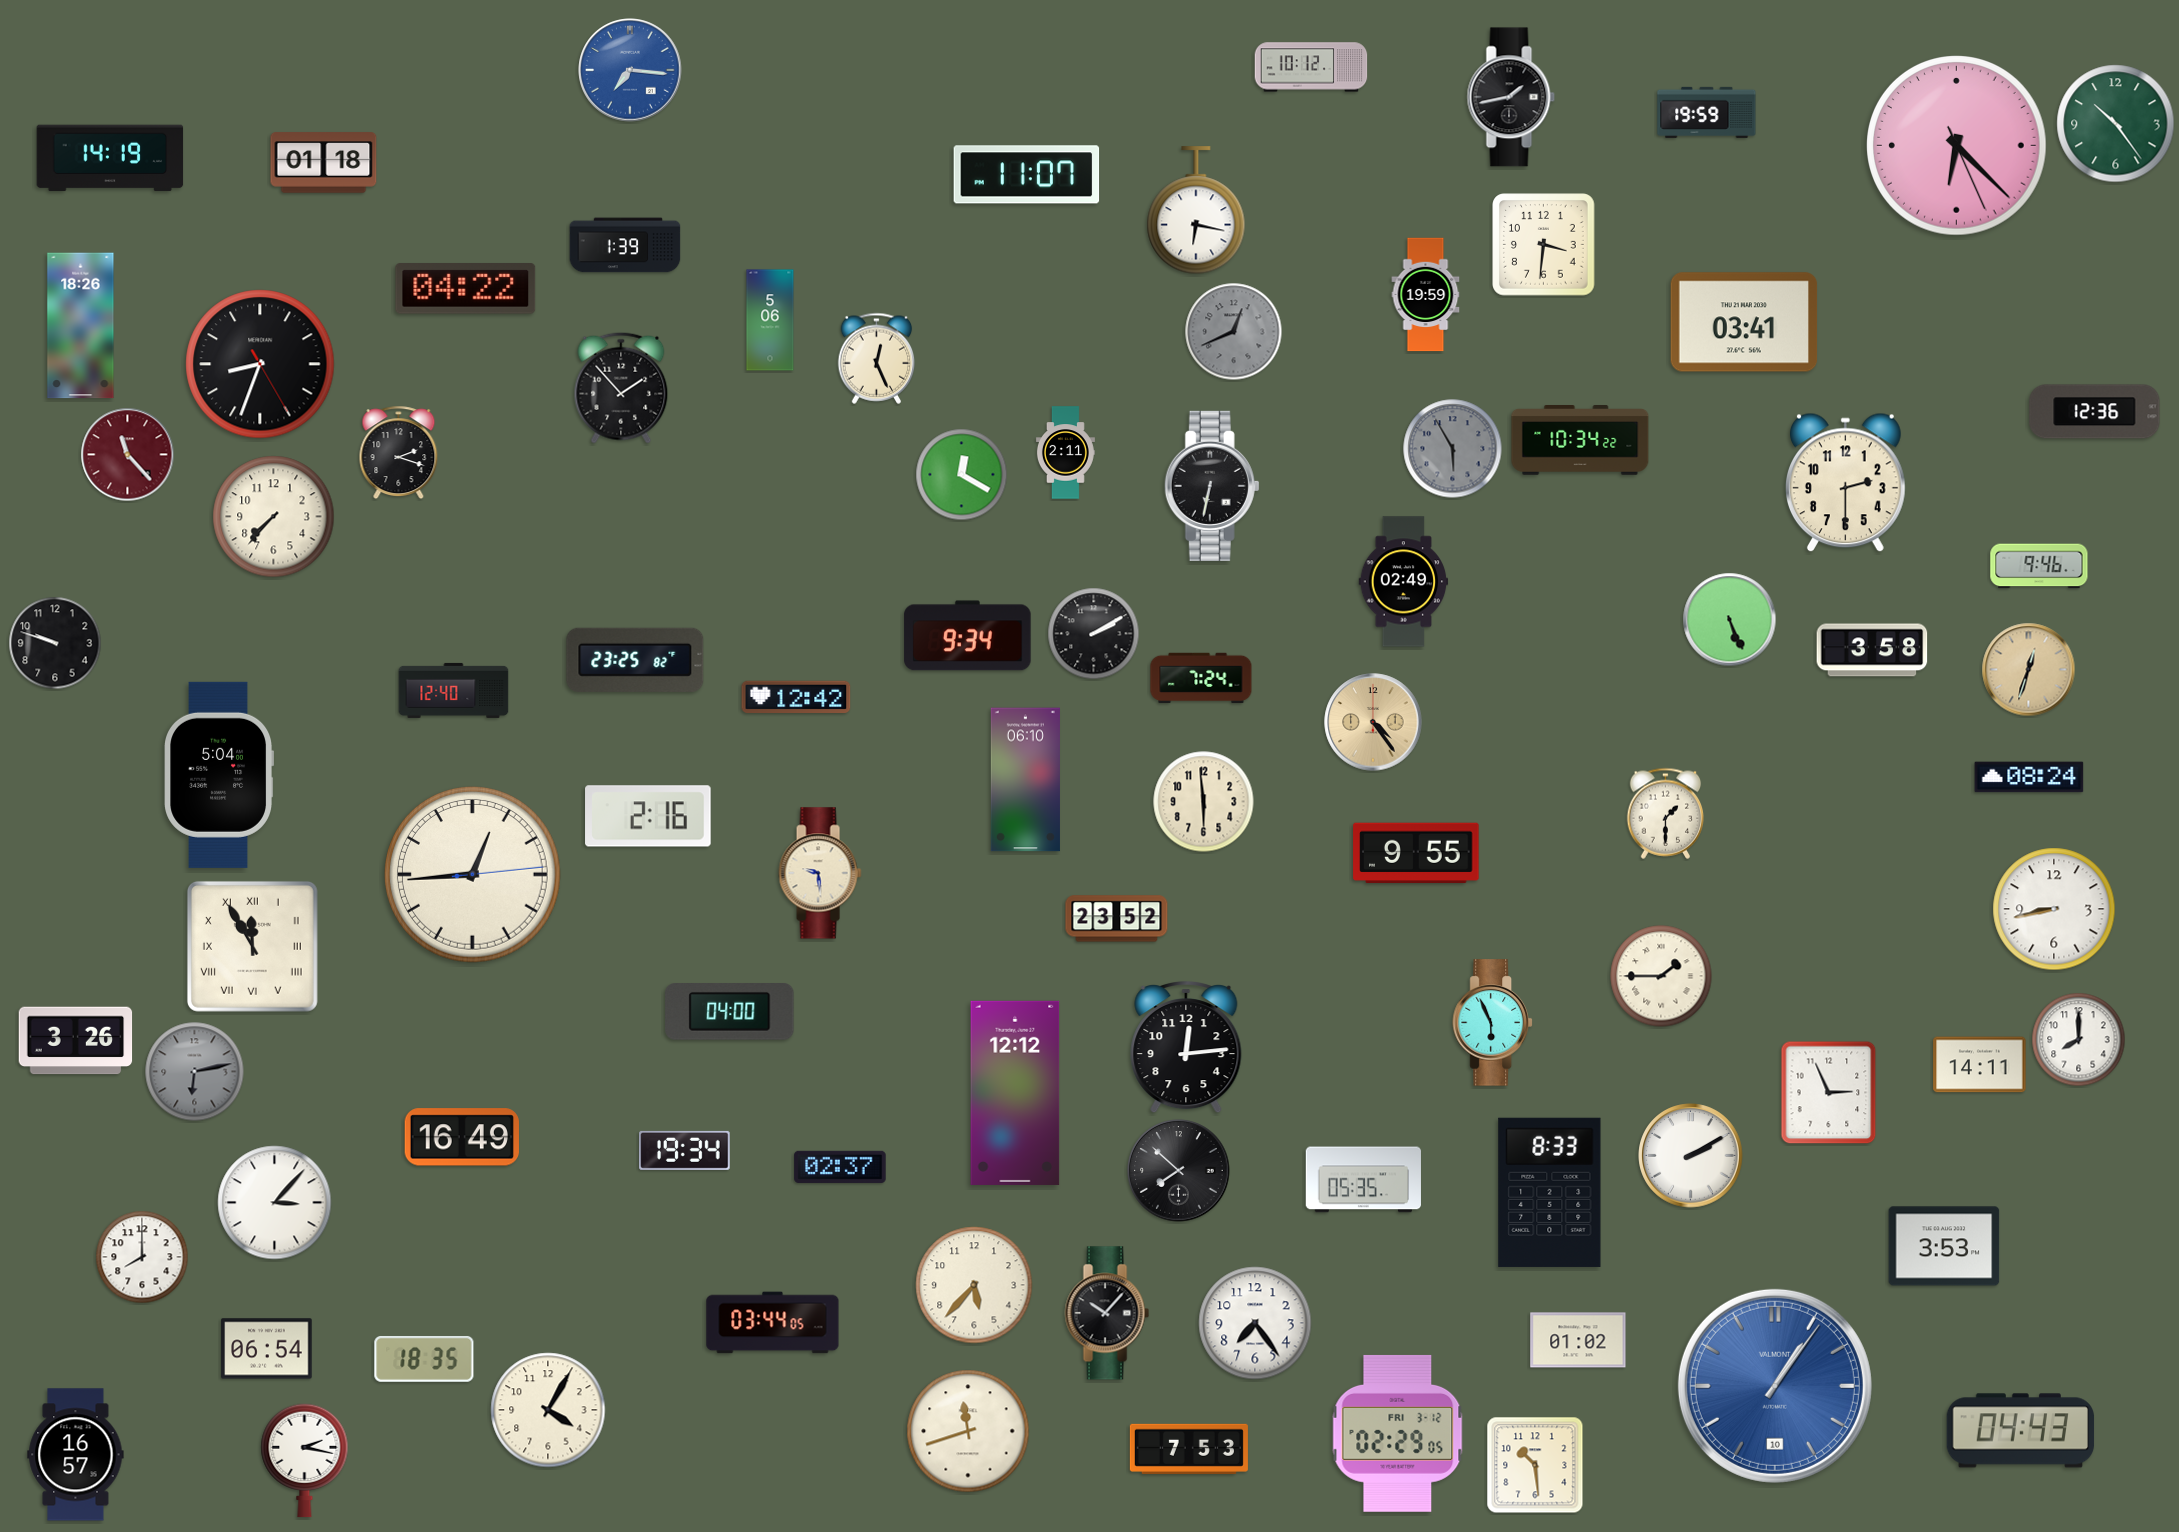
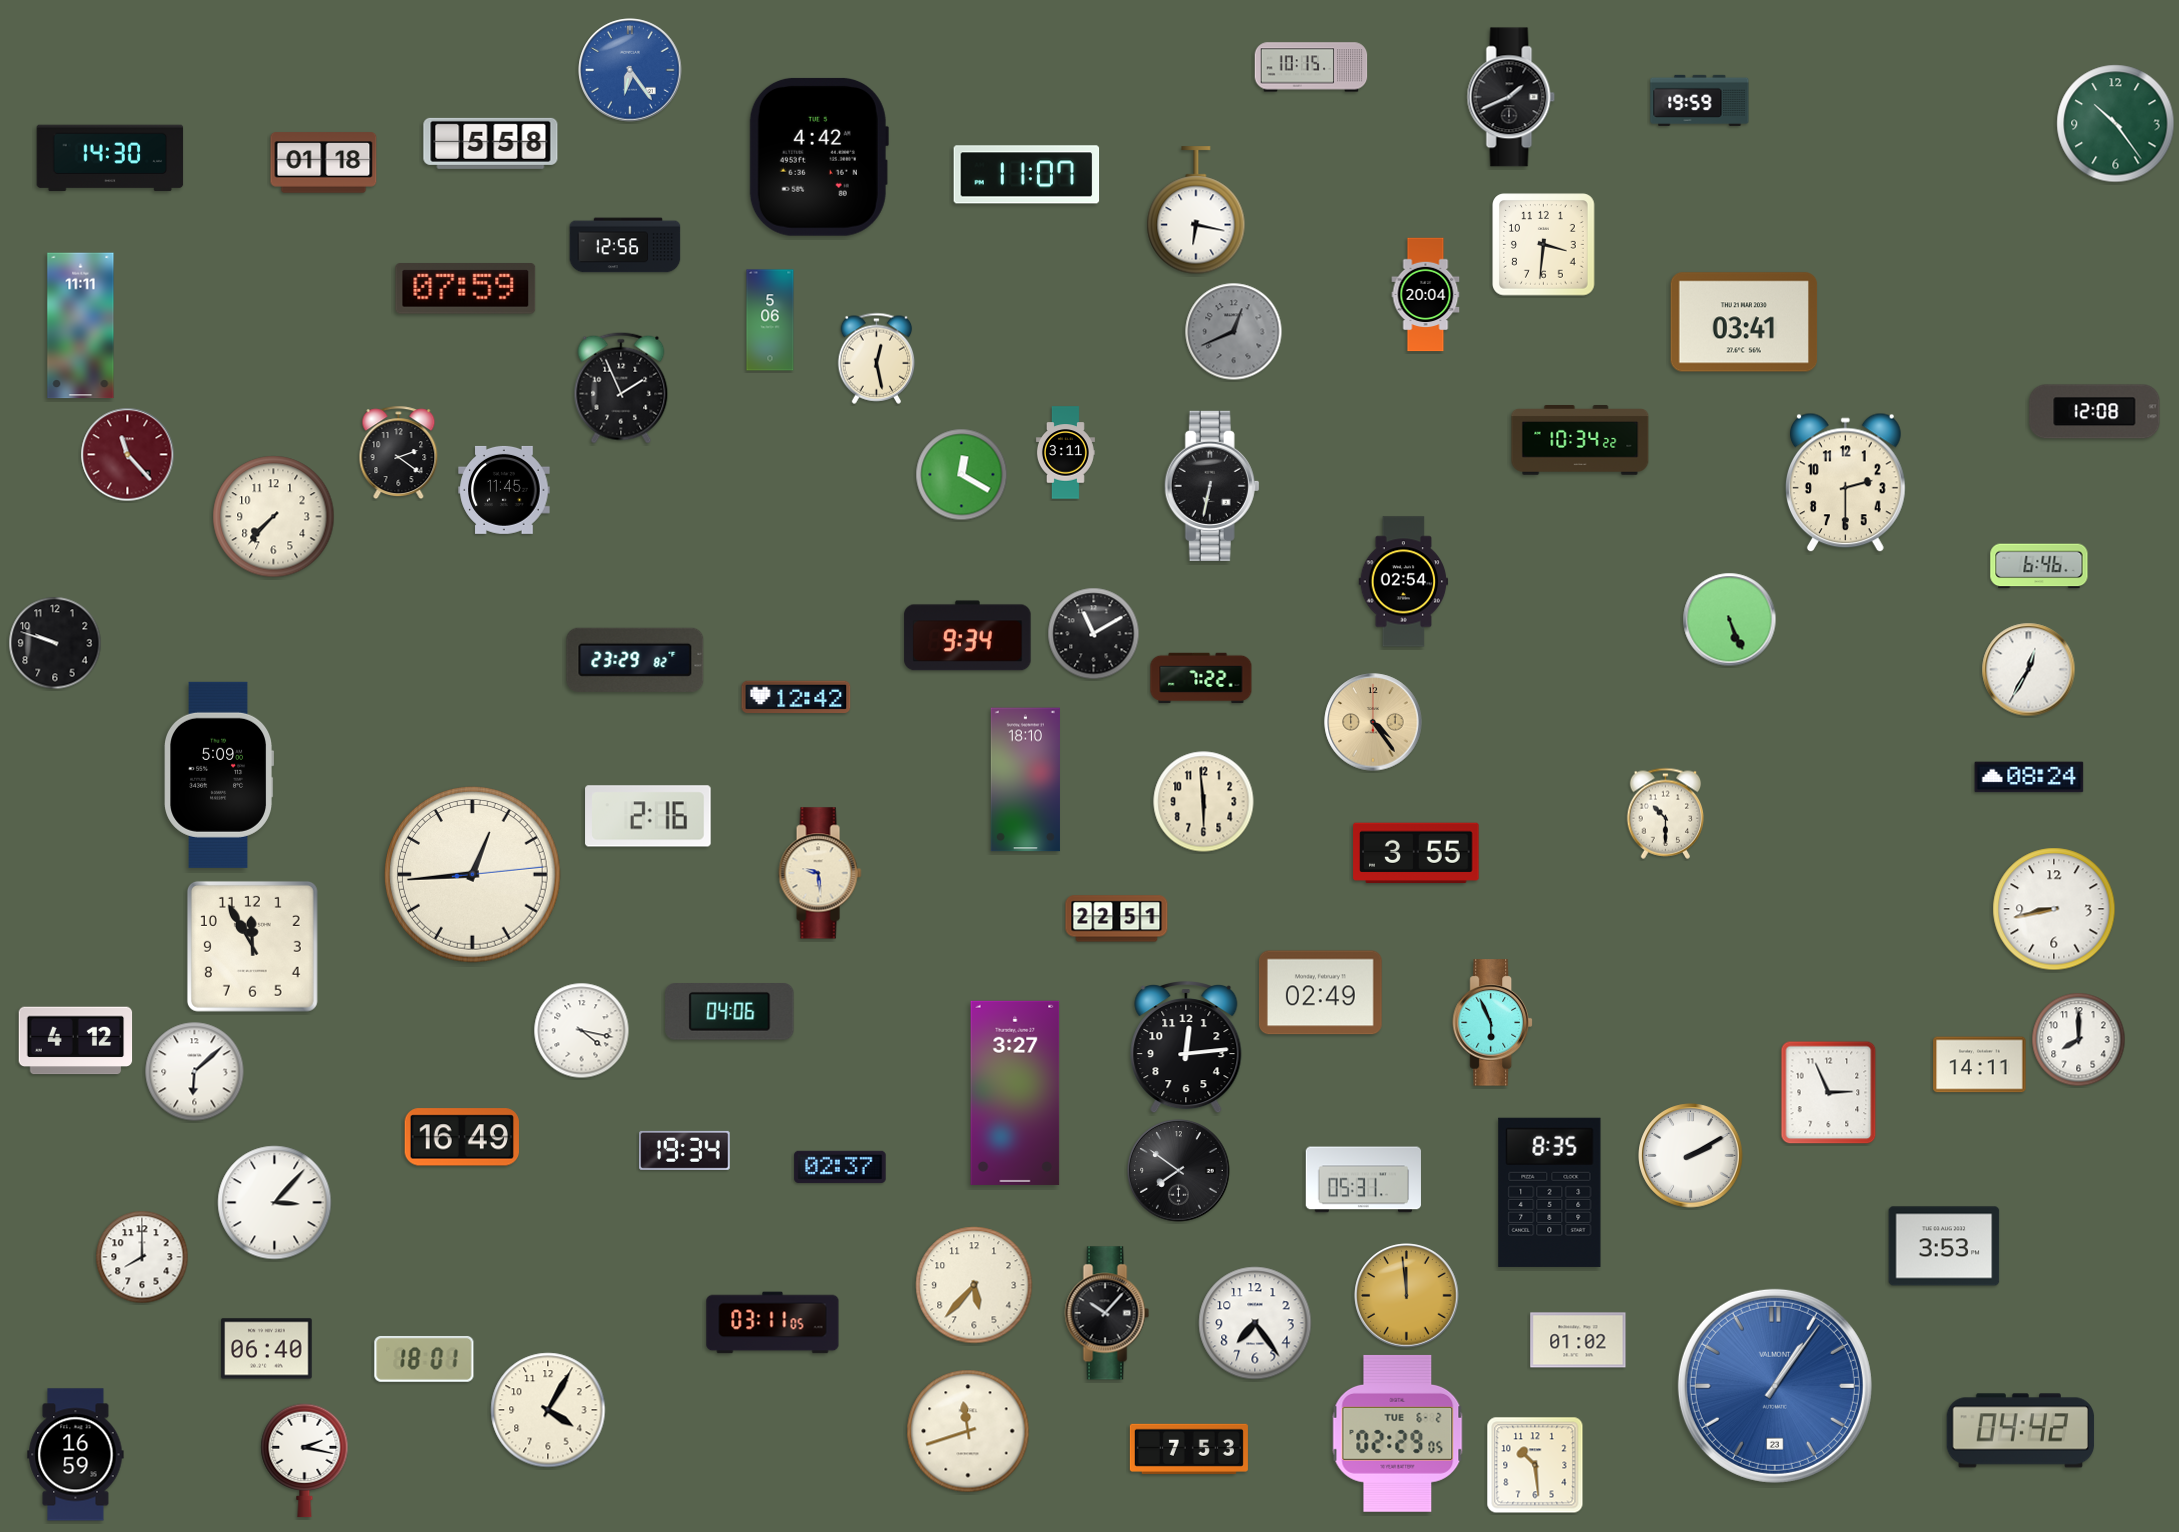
clock at (1311, 67): 10:12 -> 10:15
clock at (630, 70): 7:16 -> 6:24
clock at (1511, 97): 1:43 -> 1:41
clock at (1707, 112) position: (1707, 112) -> (1700, 100)
clock at (491, 143): none -> 5:58
clock at (1957, 146): 6:22 -> none
clock at (819, 157): none -> 4:42
clock at (110, 158): 14:19 -> 14:30
clock at (625, 245): 1:39 -> 12:56
clock at (466, 289): 04:22 -> 07:59
clock at (1426, 295): 19:59 -> 20:04
clock at (81, 326): 18:26 -> 11:11
clock at (877, 358): 12:26 -> 12:28
clock at (260, 364): 8:33 -> none
clock at (621, 388): 1:53 -> 1:56
clock at (2095, 412): 12:36 -> 12:08
clock at (1453, 449): 5:55 -> none
clock at (399, 453): 2:18 -> 2:21
clock at (1065, 453): 2:11 -> 3:11
clock at (504, 490): none -> 11:45
clock at (2039, 566): 9:46 -> 6:46
clock at (1404, 582): 02:49 -> 02:54
clock at (1094, 634): 2:10 -> 11:10
clock at (1872, 650): 3:58 -> none
clock at (635, 660): 23:25 -> 23:29
clock at (2029, 670): 12:33 -> 12:35
clock at (2029, 670) dial: champagne -> white
clock at (1201, 678): 7:24 -> 7:22
clock at (454, 690): 12:40 -> none
clock at (218, 775): 5:04 -> 5:09
clock at (1025, 780): 06:10 -> 18:10
clock at (1666, 813): 1:30 -> 10:30
clock at (1416, 853): 9:55 -> 3:55
clock at (1117, 919): 23:52 -> 22:51
clock at (252, 946) numerals: Roman -> Arabic
clock at (1661, 976): 1:45 -> none
clock at (1320, 993): none -> 02:49
clock at (730, 1012): 04:00 -> 04:06
clock at (582, 1031): none -> 4:17
clock at (76, 1041): 3:26 -> 4:12
clock at (195, 1072): 6:13 -> 6:08
clock at (195, 1072) dial: grey -> white
clock at (1015, 1093): 12:12 -> 3:27
clock at (1179, 1171): 7:52 -> 7:51
clock at (1363, 1180): 05:35 -> 05:31
clock at (1550, 1192): 8:33 -> 8:35
clock at (1407, 1296): none -> 11:59
clock at (773, 1323): 03:44 -> 03:11
clock at (267, 1349): 06:54 -> 06:40
clock at (424, 1359): 18:35 -> 18:01
clock at (1775, 1386) date: 10 -> 23
clock at (2021, 1431): 04:43 -> 04:42
clock at (1398, 1433) date: FRI 3-12 -> TUE 6-2
clock at (76, 1455): 16:57 -> 16:59
